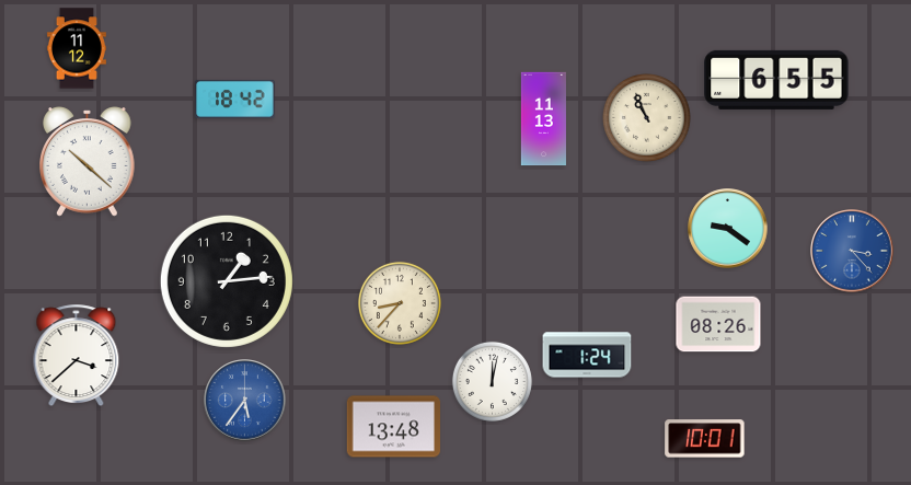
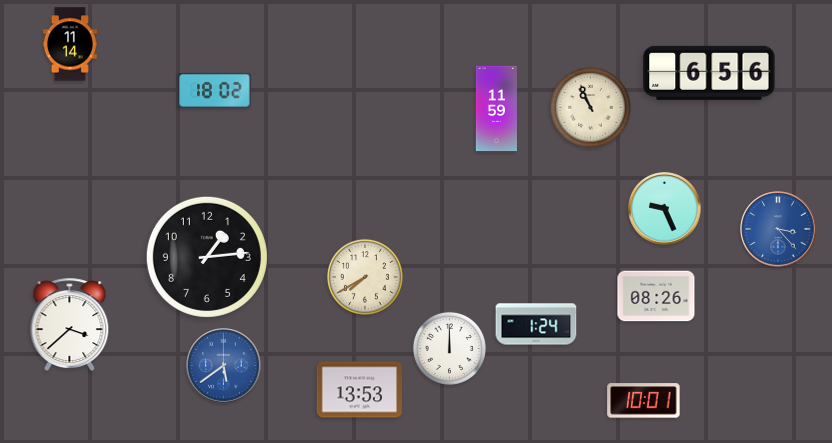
clock at (77, 48): 11:12 -> 11:14
clock at (776, 80): 6:55 -> 6:56
clock at (235, 99): 18:42 -> 18:02
clock at (543, 119): 11:13 -> 11:59
clock at (88, 162): 10:22 -> none
clock at (728, 229): 9:21 -> 9:26
clock at (400, 303): 8:37 -> 7:40
clock at (492, 381): 12:02 -> 12:00
clock at (245, 401): 5:36 -> 5:39
clock at (394, 427): 13:48 -> 13:53
